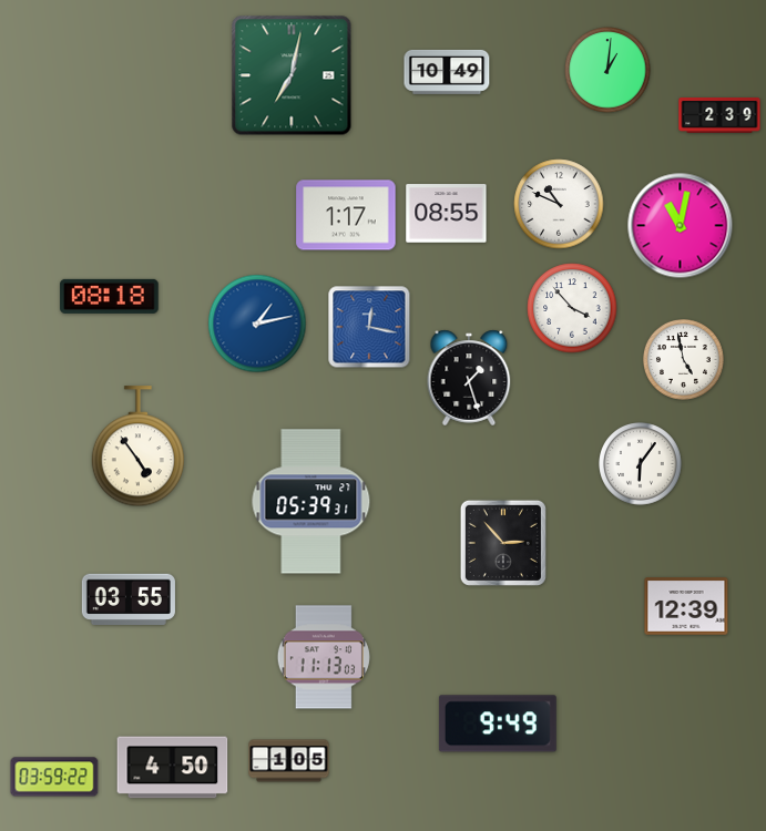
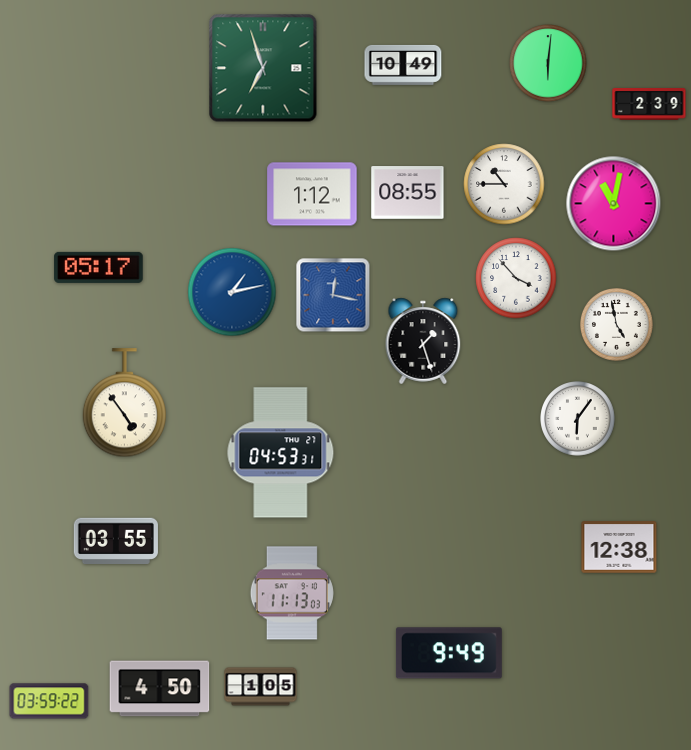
clock at (607, 70): 1:01 -> 6:01
clock at (292, 75): 7:02 -> 6:57
clock at (559, 204): 10:49 -> 10:45
clock at (447, 214) position: (447, 214) -> (408, 193)
clock at (346, 215): 1:17 -> 1:12
clock at (110, 296): 08:18 -> 05:17
clock at (311, 502): 05:39 -> 04:53
clock at (503, 543): 2:53 -> none
clock at (686, 606): 12:39 -> 12:38
clock at (173, 768) position: (173, 768) -> (160, 689)
